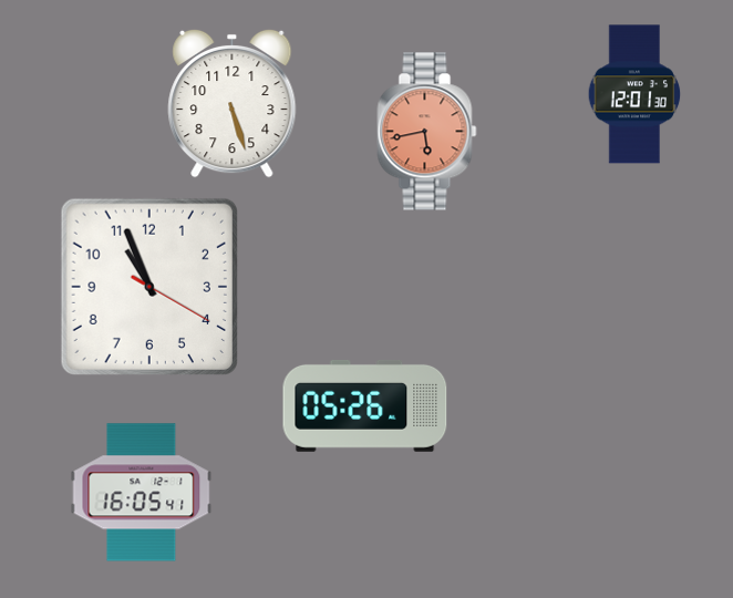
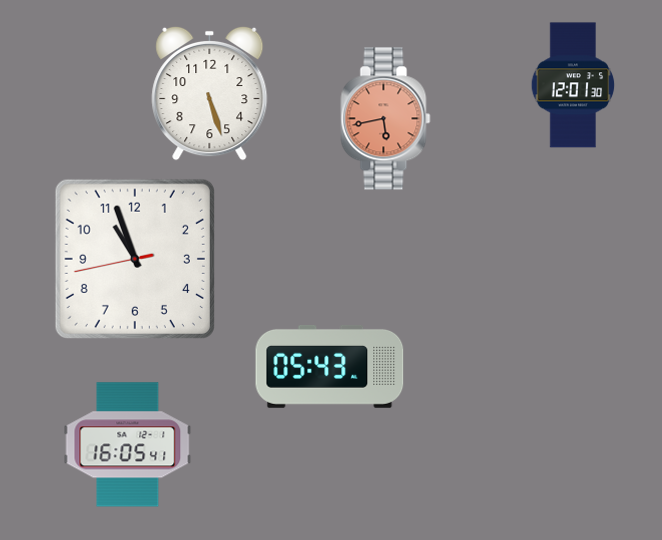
clock at (149, 287): 10:56:20 -> 10:56:43
clock at (365, 405): 05:26 -> 05:43
